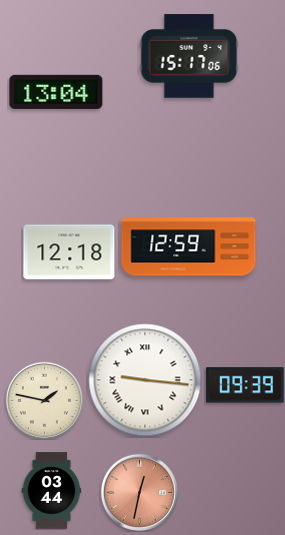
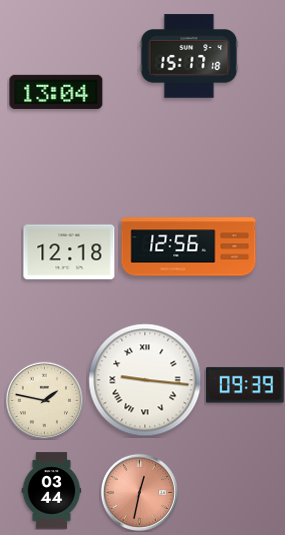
clock at (189, 56): 15:17:06 -> 15:17:18
clock at (189, 247): 12:59 -> 12:56
